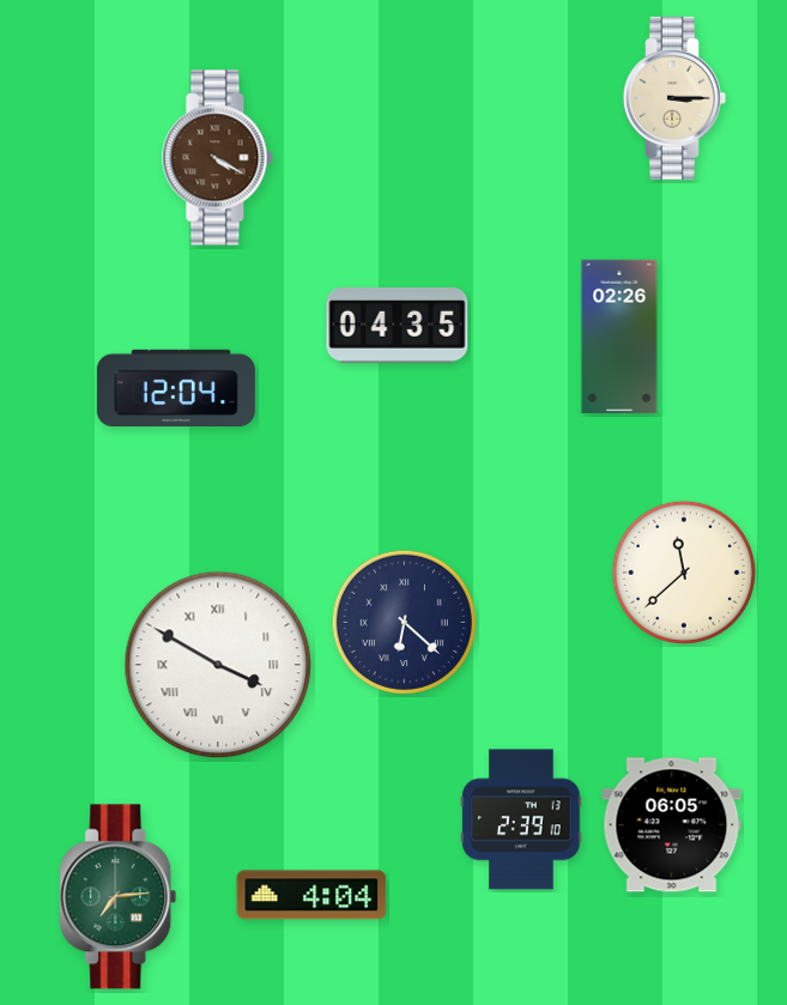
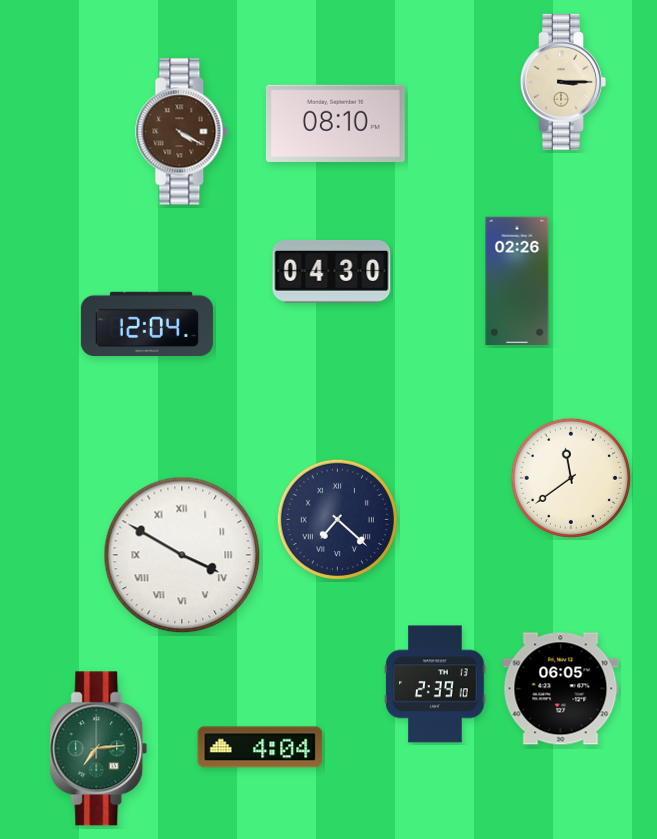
clock at (335, 123): none -> 08:10
clock at (398, 325): 04:35 -> 04:30
clock at (684, 573): 11:38 -> 11:39
clock at (404, 622): 6:22 -> 7:22
